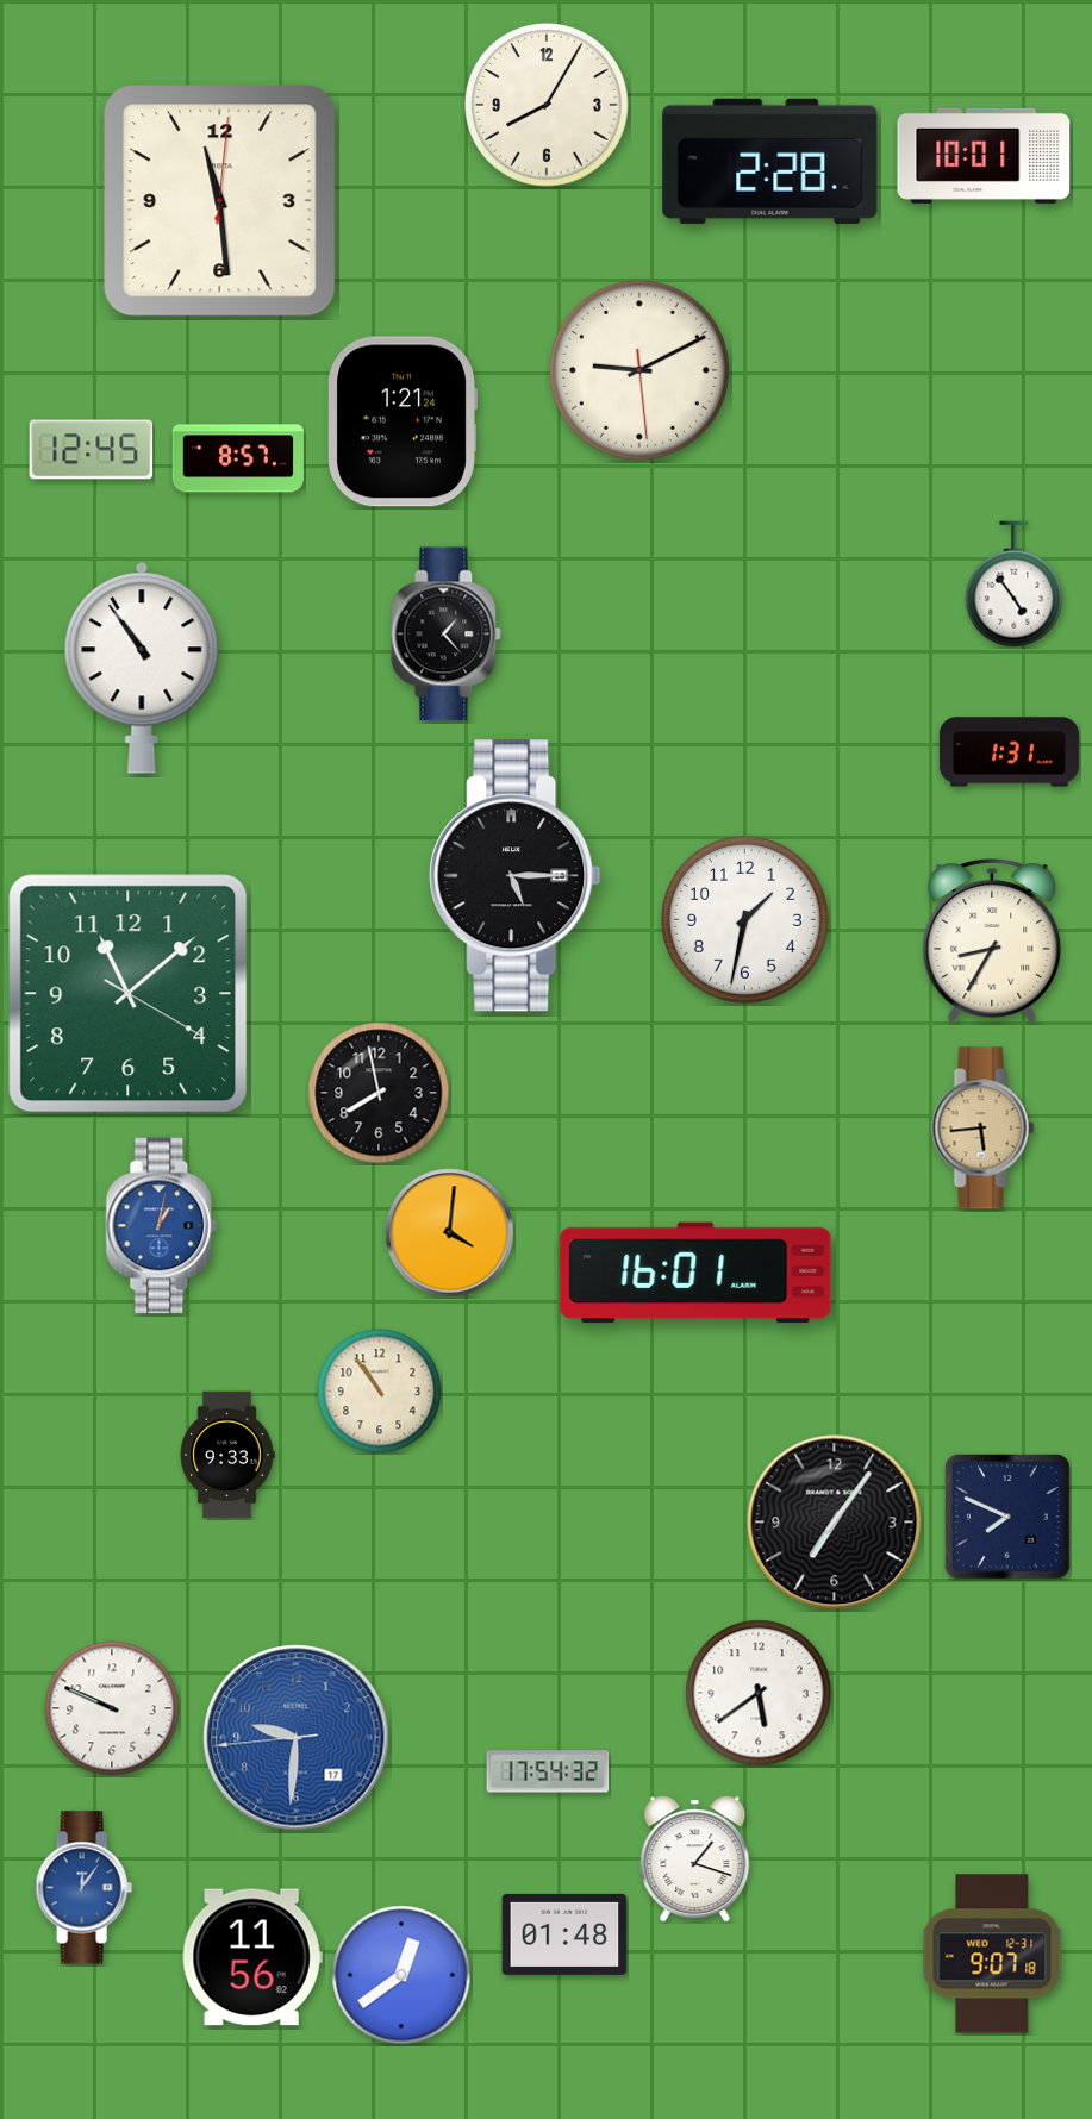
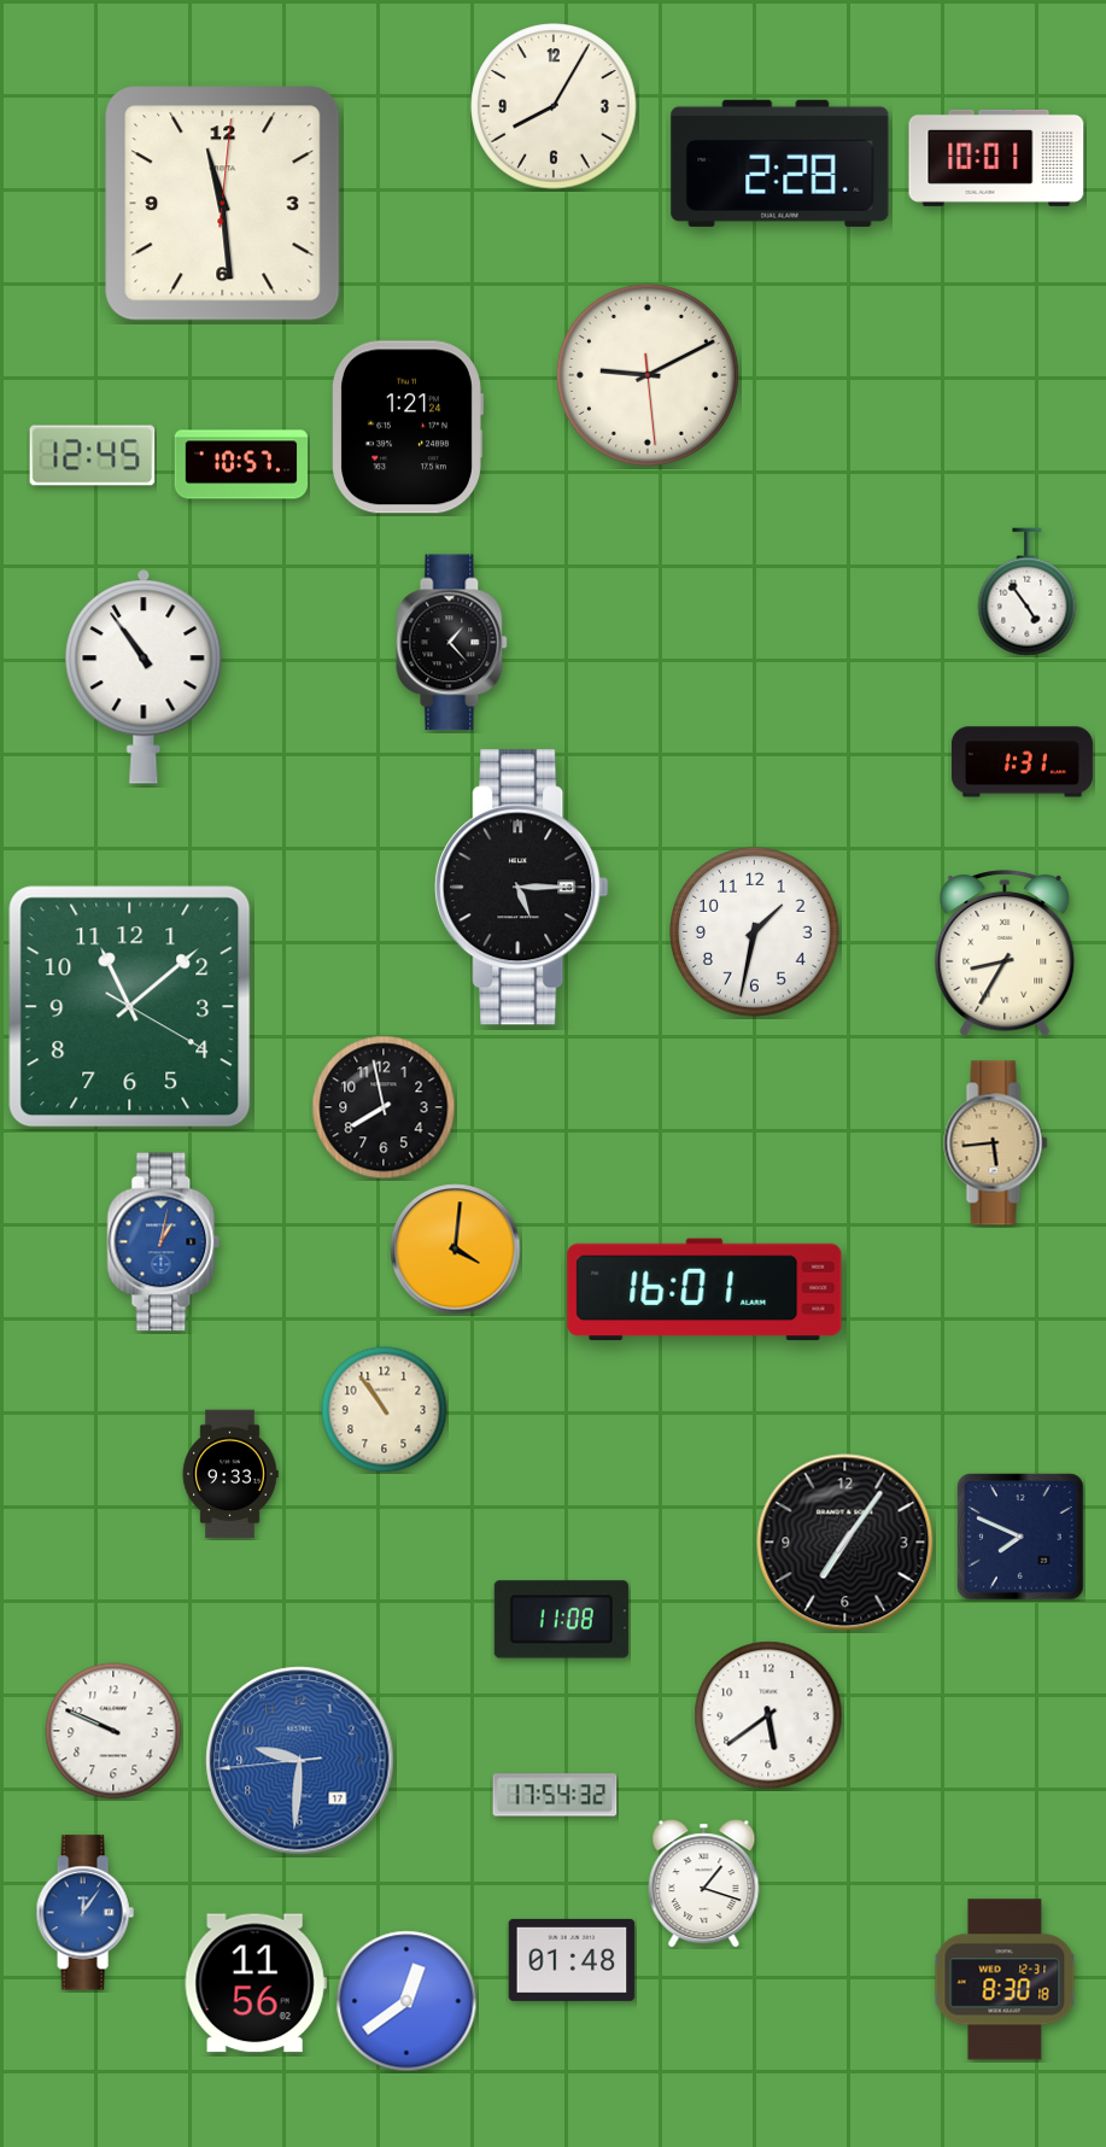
clock at (238, 458): 8:57 -> 10:57
clock at (561, 1620): none -> 11:08
clock at (992, 1954): 9:07 -> 8:30
